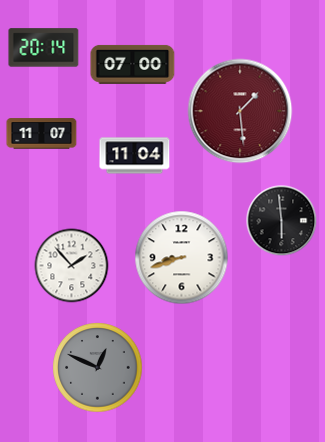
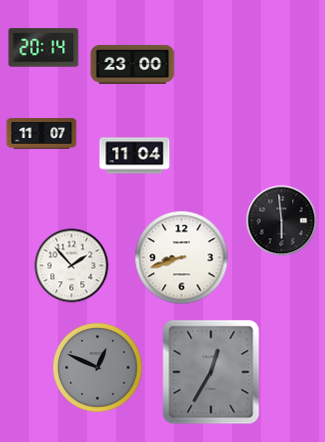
clock at (133, 64): 07:00 -> 23:00
clock at (240, 111): 1:29 -> none
clock at (211, 372): none -> 12:35
